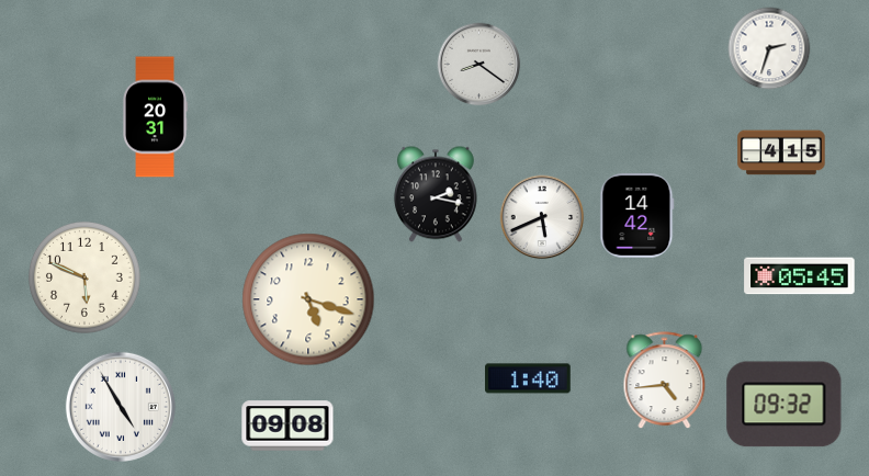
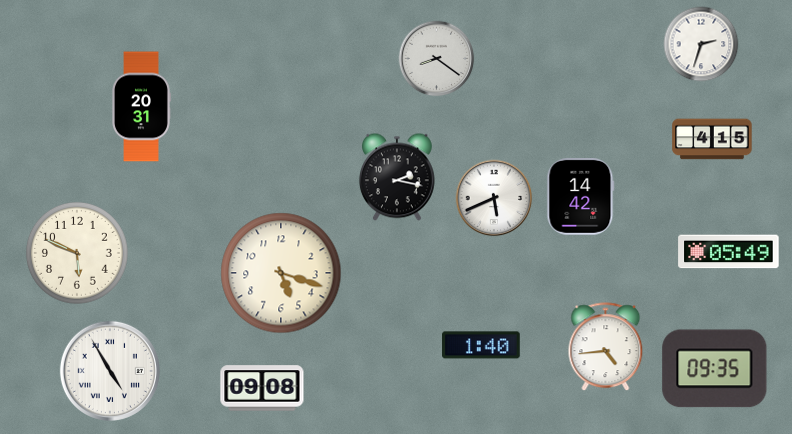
clock at (800, 276): 05:45 -> 05:49
clock at (785, 405): 09:32 -> 09:35
